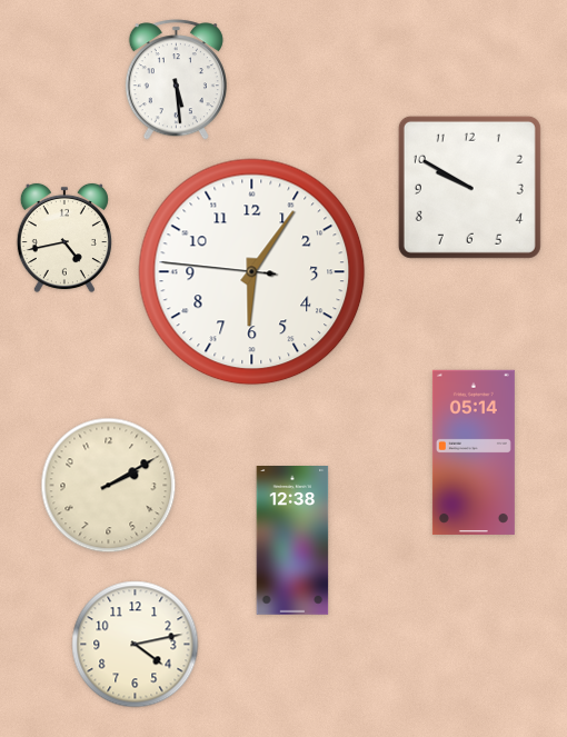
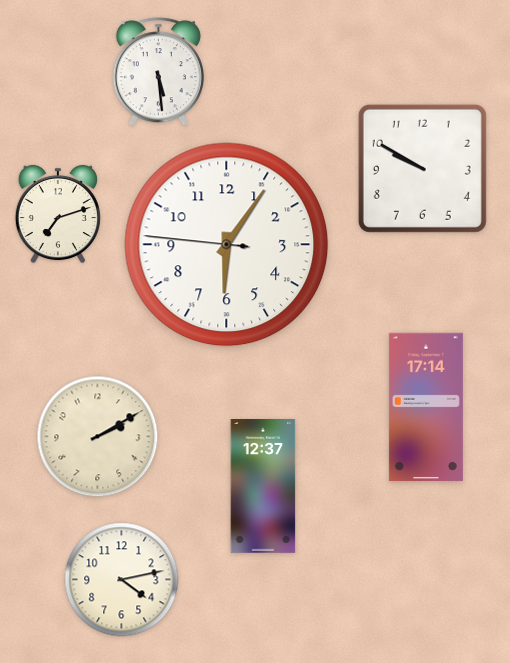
clock at (64, 238): 4:43 -> 7:12
clock at (474, 452): 05:14 -> 17:14
clock at (292, 541): 12:38 -> 12:37
